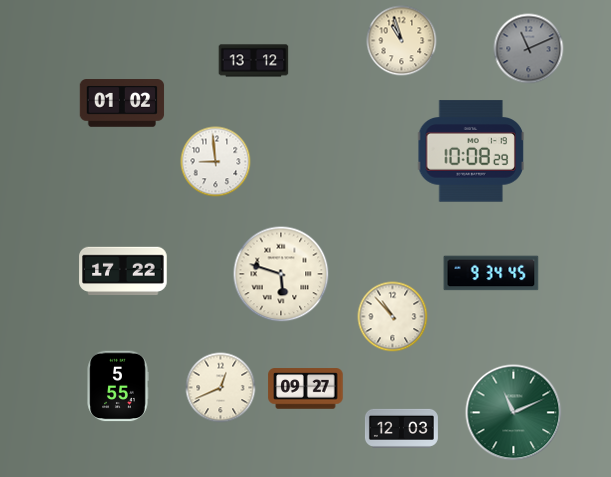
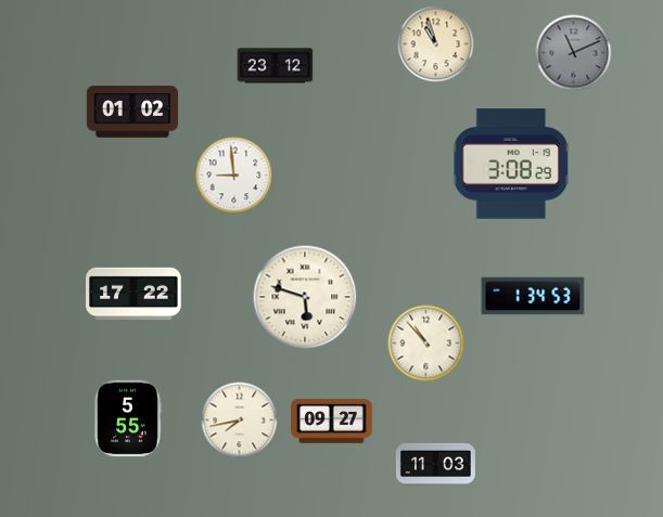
clock at (254, 61): 13:12 -> 23:12
clock at (470, 151): 10:08 -> 3:08
clock at (491, 273): 9:34 -> 1:34
clock at (221, 388): 12:41 -> 7:43
clock at (514, 413): 11:11 -> none
clock at (401, 428): 12:03 -> 11:03
